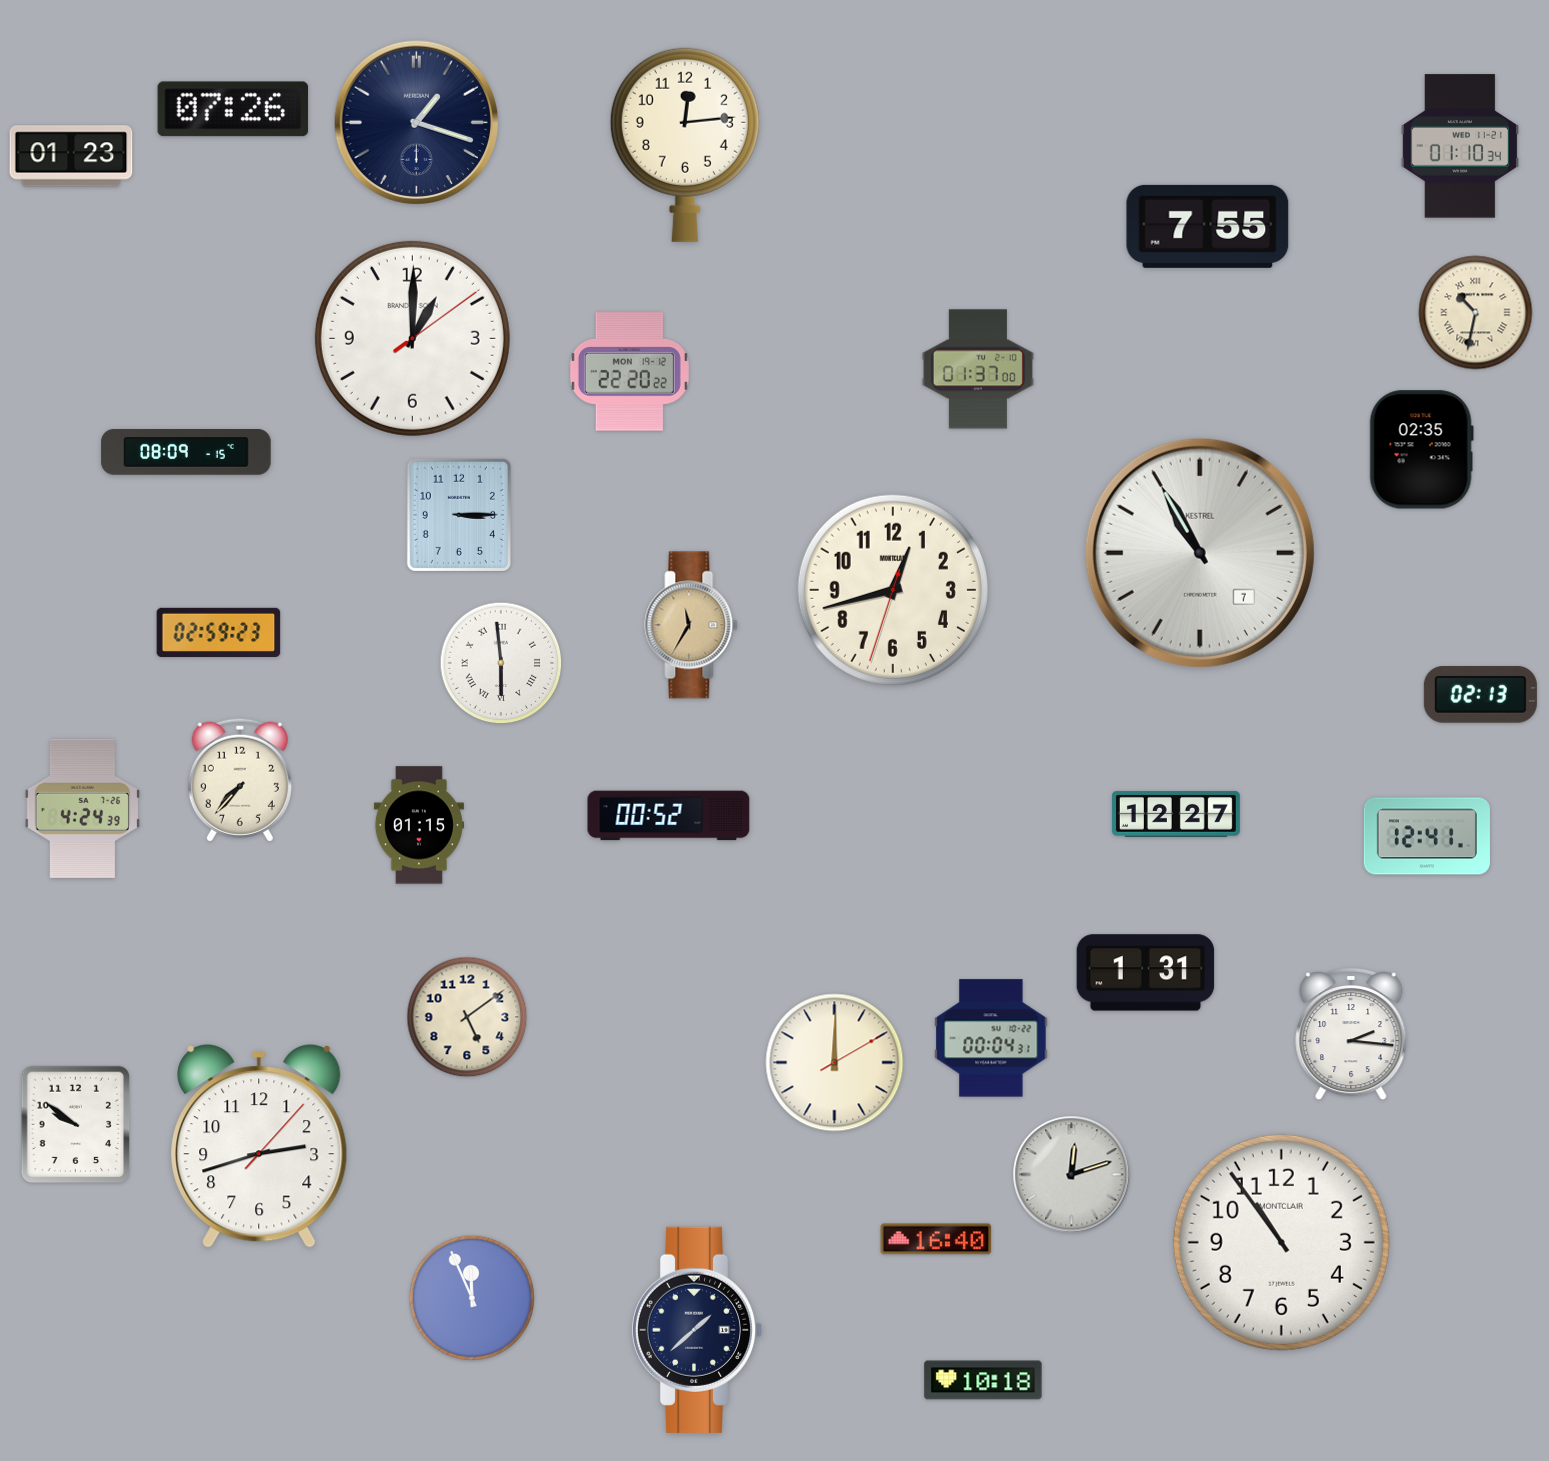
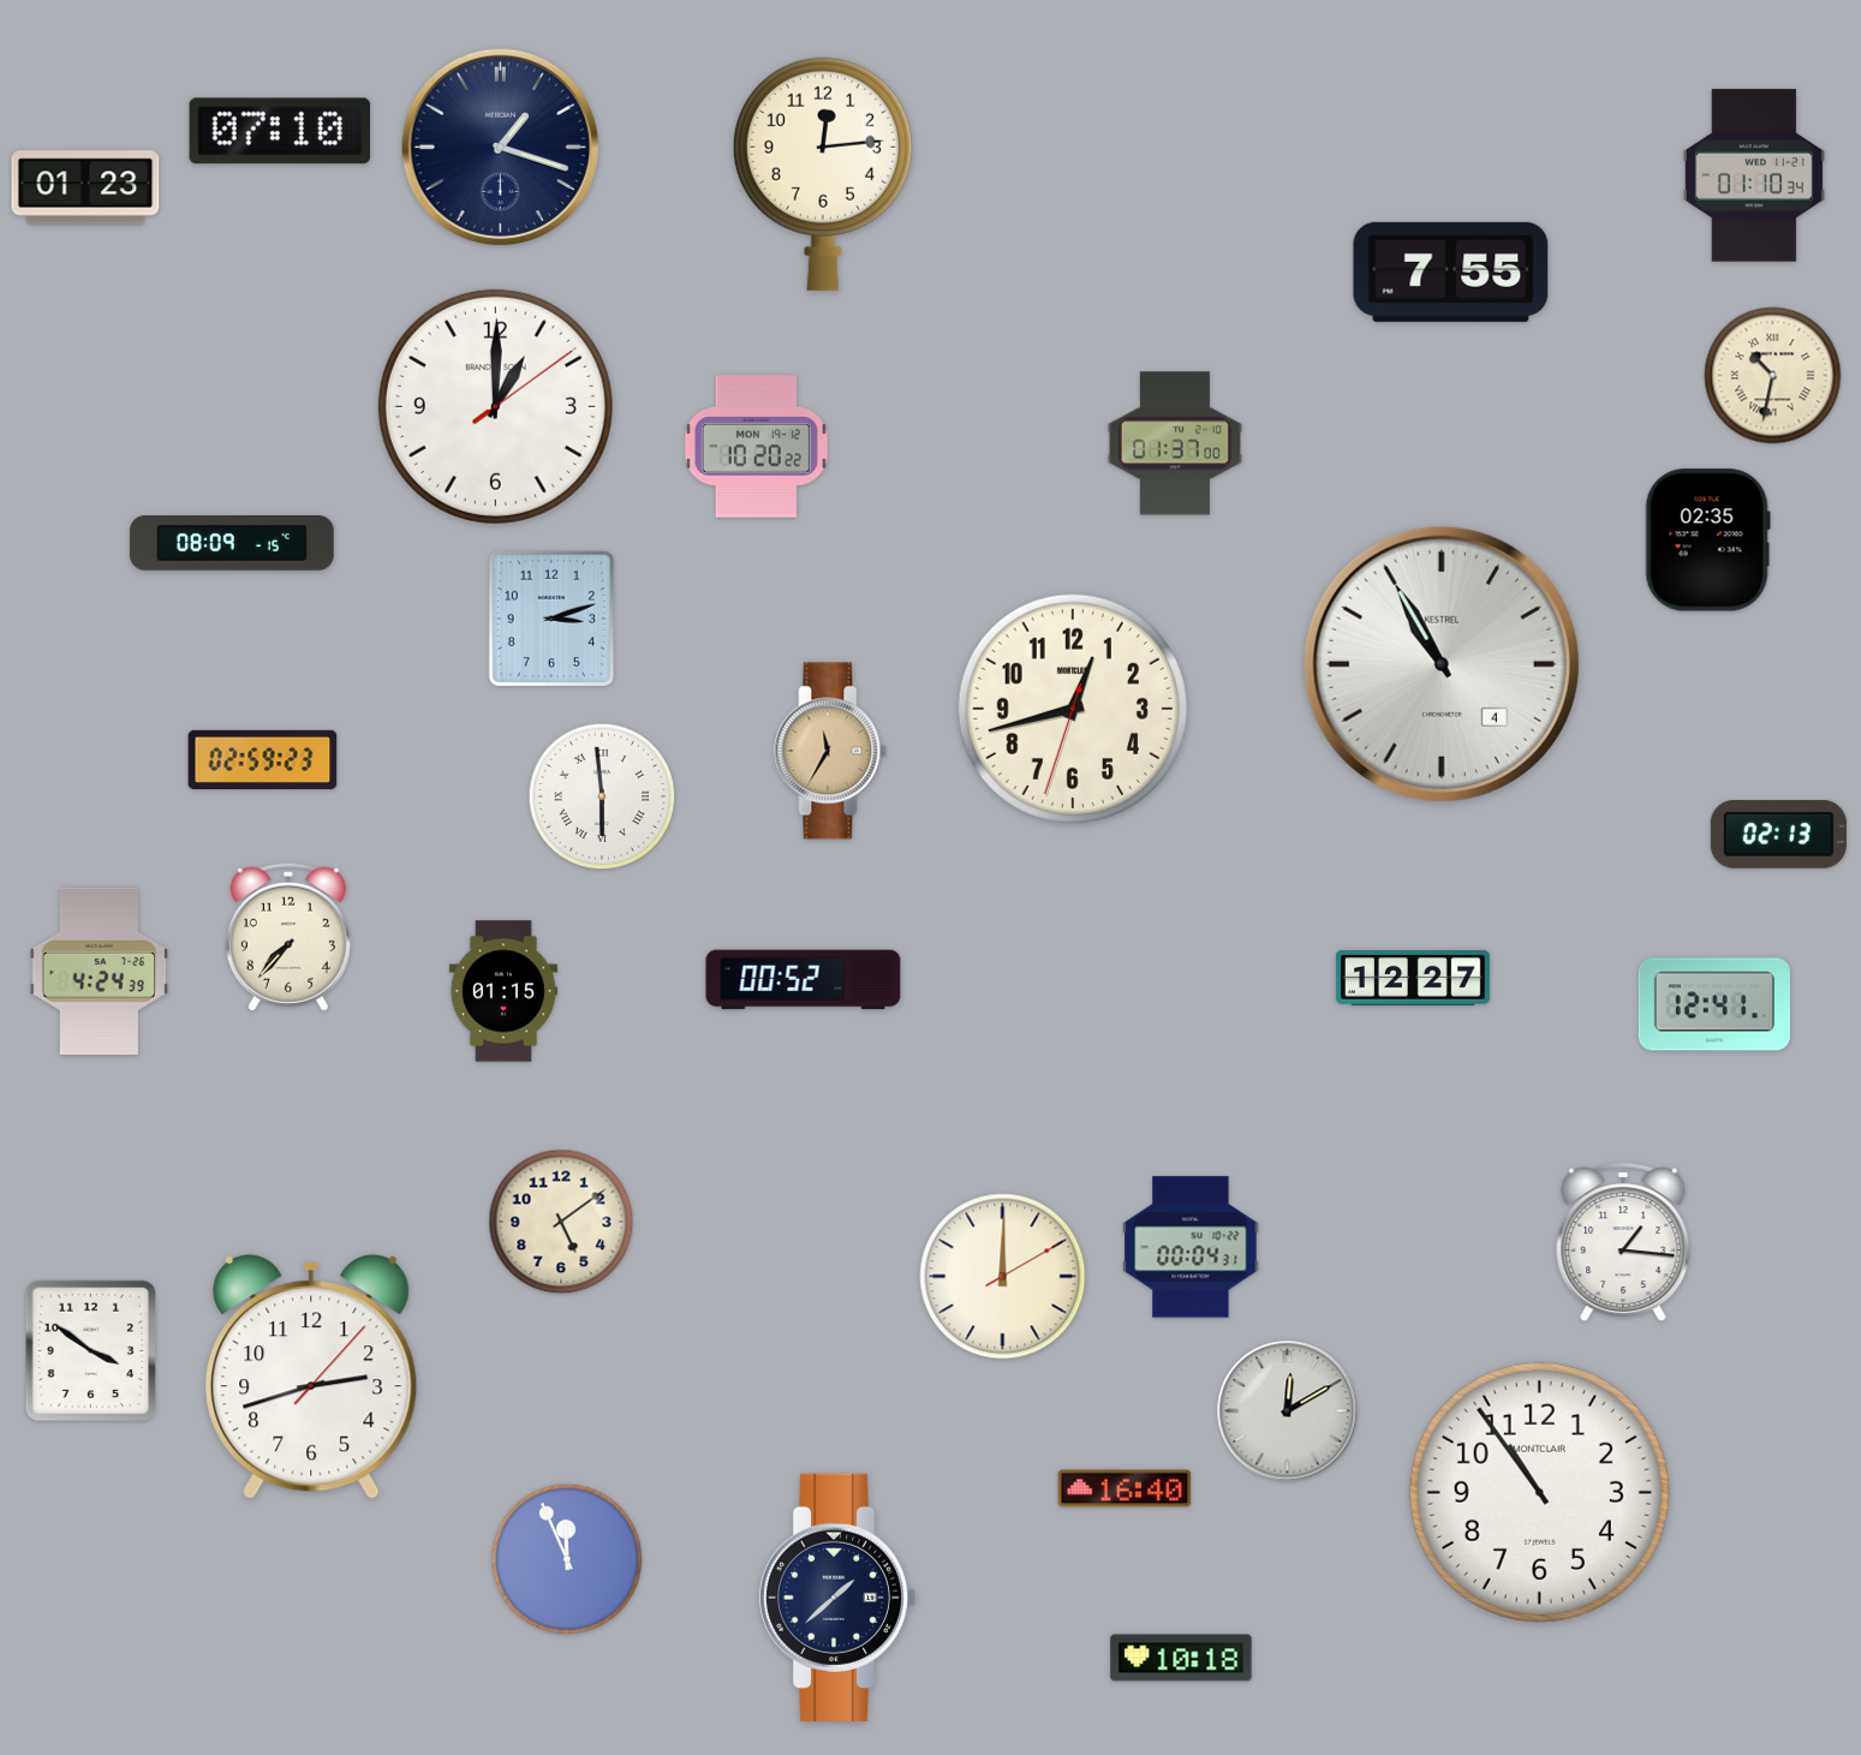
clock at (233, 109): 07:26 -> 07:10
clock at (629, 372): 22:20 -> 10:20
clock at (186, 453) position: (186, 453) -> (232, 544)
clock at (459, 515): 3:15 -> 3:12
clock at (1200, 553) date: 7 -> 4
clock at (1146, 973): 1:31 -> none
clock at (1351, 1034): 2:16 -> 1:16
clock at (76, 1125): 9:51 -> 3:51
clock at (1072, 1175): 12:12 -> 12:10
